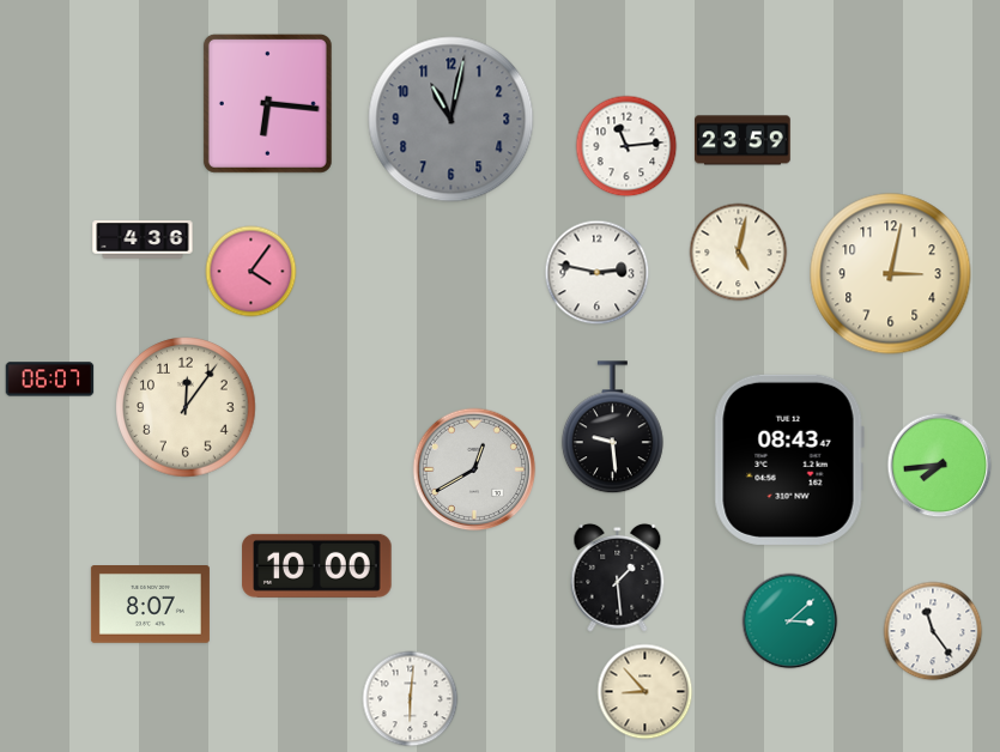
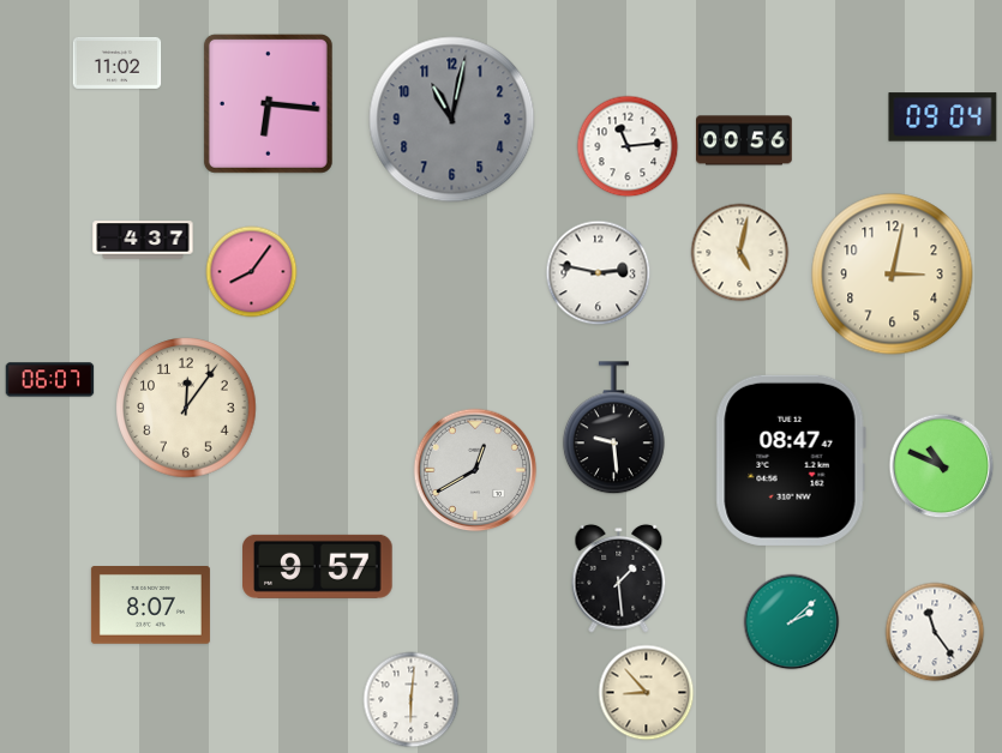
clock at (118, 62): none -> 11:02
clock at (943, 118): none -> 09:04
clock at (743, 140): 23:59 -> 00:56
clock at (143, 239): 4:36 -> 4:37
clock at (251, 272): 4:06 -> 8:06
clock at (789, 460): 08:43 -> 08:47
clock at (940, 466): 7:44 -> 10:49
clock at (317, 565): 10:00 -> 9:57
clock at (790, 621): 3:08 -> 2:08
